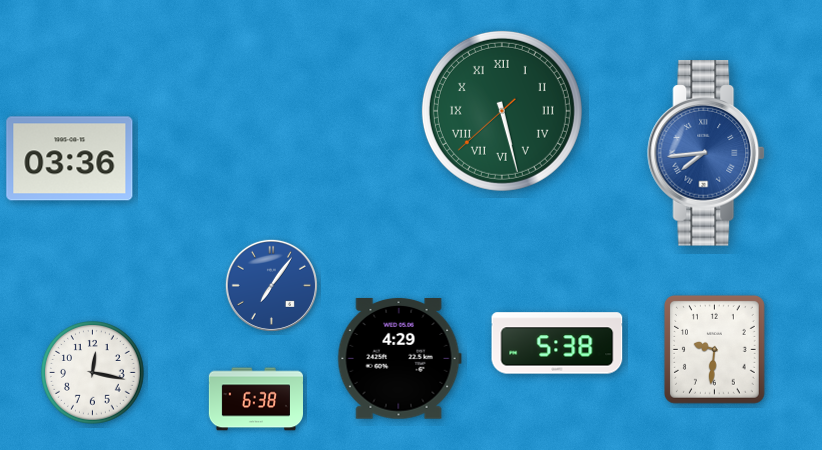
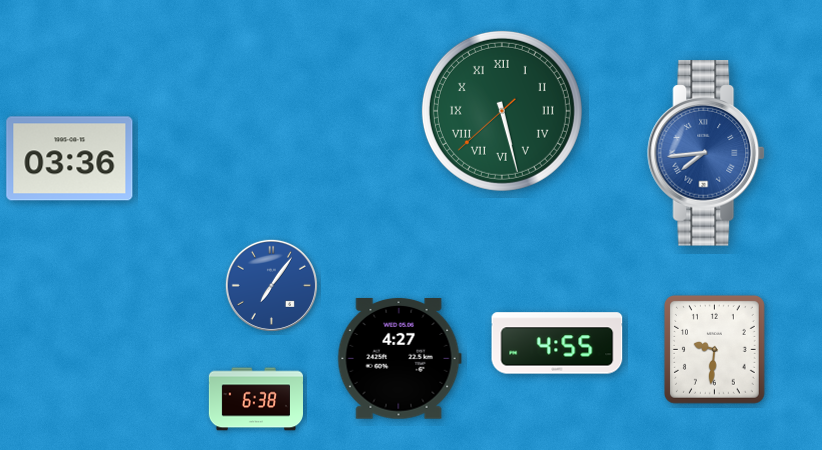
clock at (557, 343): 5:38 -> 4:55
clock at (399, 359): 4:29 -> 4:27
clock at (93, 373): 12:17 -> none
